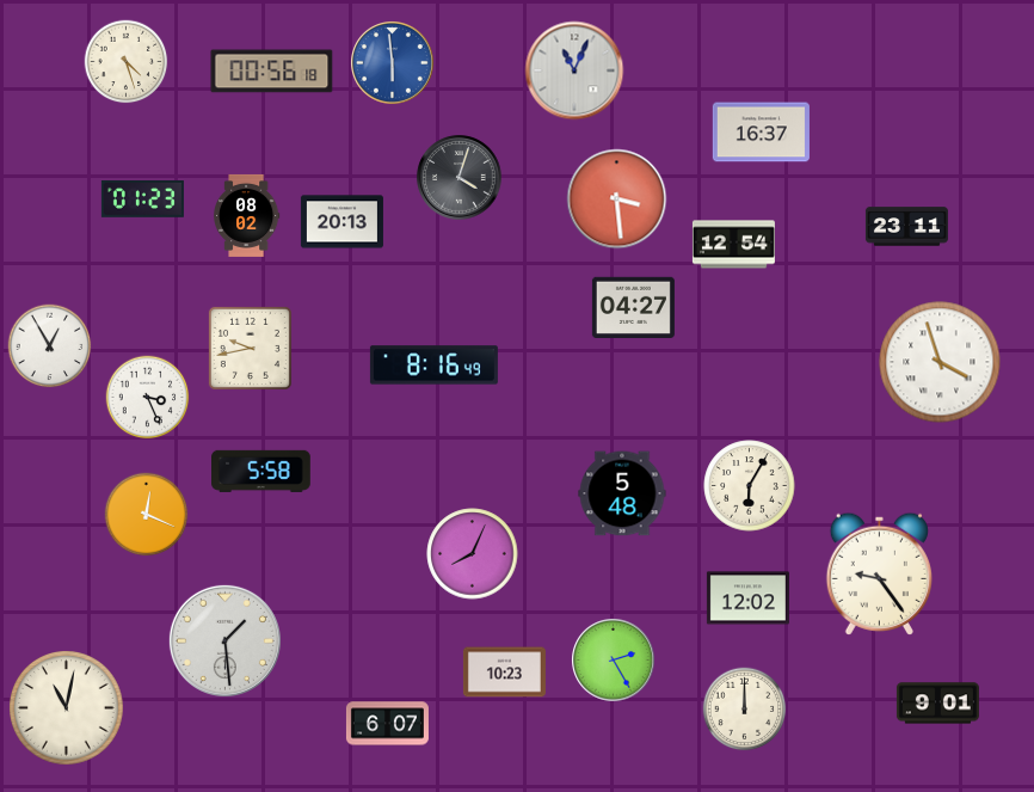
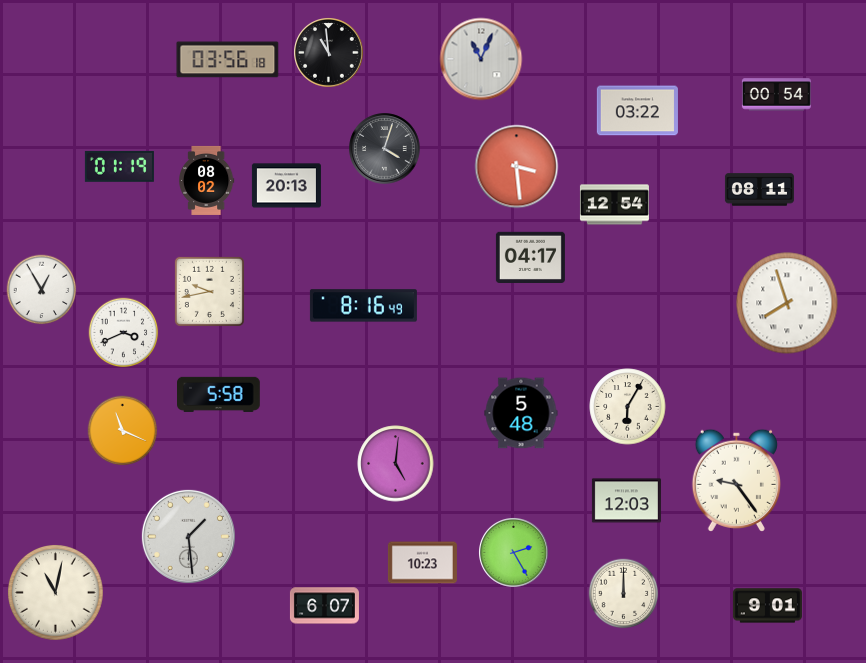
clock at (127, 62): 4:27 -> none
clock at (393, 63): 5:59 -> 10:59
clock at (393, 63) dial: blue -> black
clock at (272, 72): 00:56 -> 03:56
clock at (776, 95): none -> 00:54
clock at (761, 133): 16:37 -> 03:22
clock at (142, 198): 01:23 -> 01:19
clock at (906, 227): 23:11 -> 08:11
clock at (633, 307): 04:27 -> 04:17
clock at (940, 362): 3:57 -> 7:57
clock at (148, 398): 3:26 -> 3:41
clock at (147, 515): 12:19 -> 11:19
clock at (473, 554): 8:04 -> 5:01
clock at (747, 598): 12:02 -> 12:03
clock at (937, 704) position: (937, 704) -> (767, 606)
